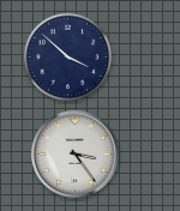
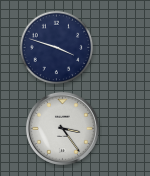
clock at (68, 58): 3:52 -> 3:48
